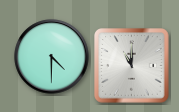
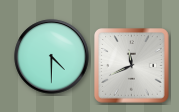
clock at (132, 66): 11:00 -> 11:41
